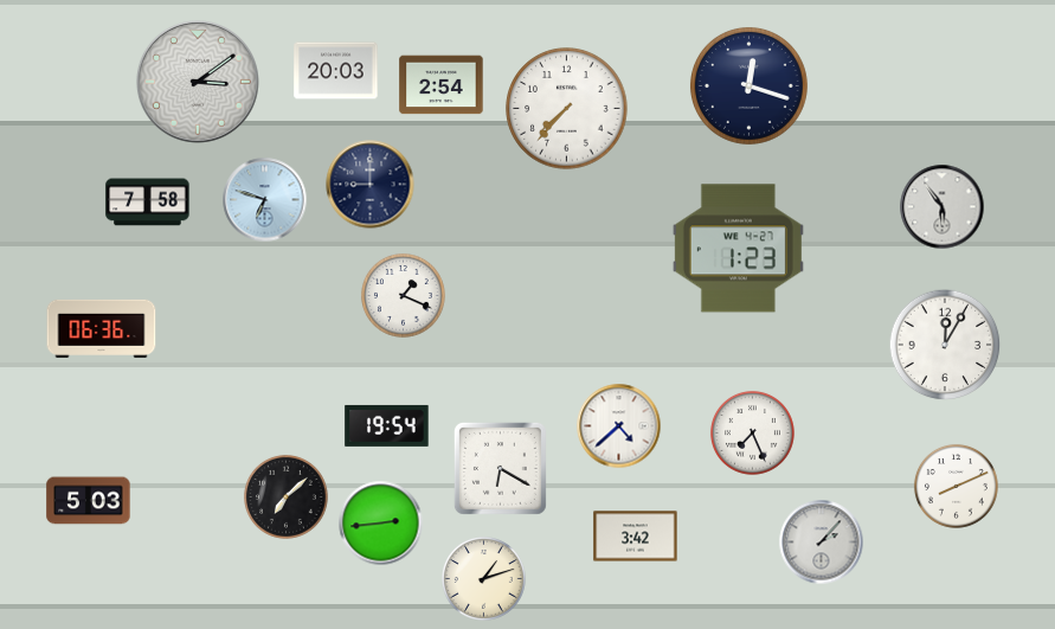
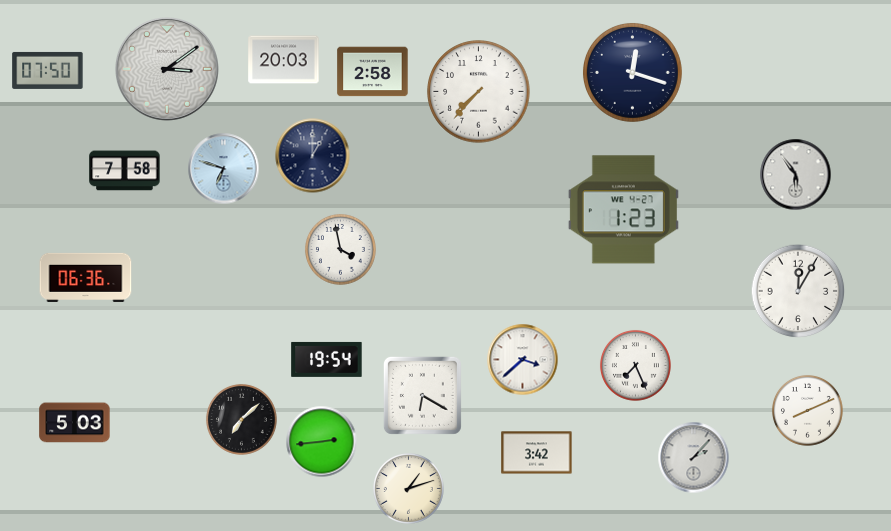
clock at (48, 70): none -> 07:50
clock at (442, 85): 2:54 -> 2:58
clock at (371, 185): 9:00 -> 1:00
clock at (403, 295): 1:19 -> 3:58
clock at (619, 426): 4:38 -> 3:38
